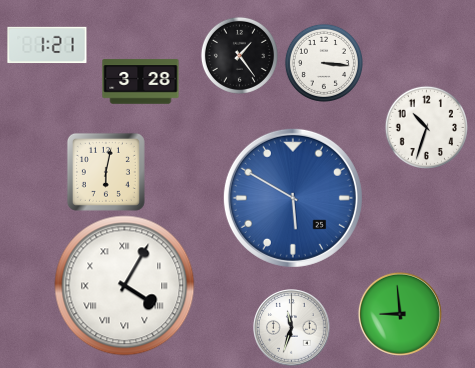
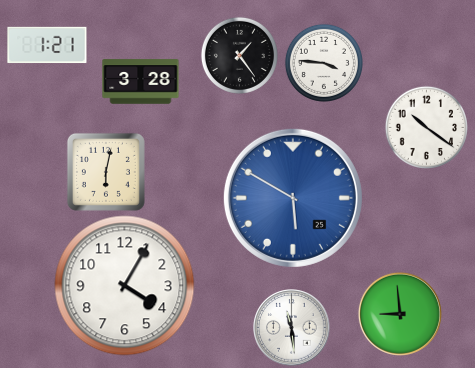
clock at (324, 63): 3:16 -> 3:46
clock at (426, 127): 10:33 -> 10:21
clock at (125, 286) numerals: Roman -> Arabic
clock at (292, 328): 11:33 -> 11:29
